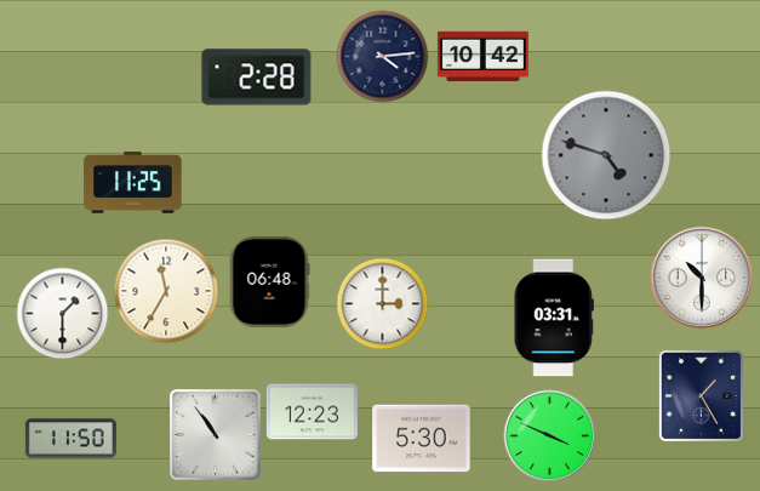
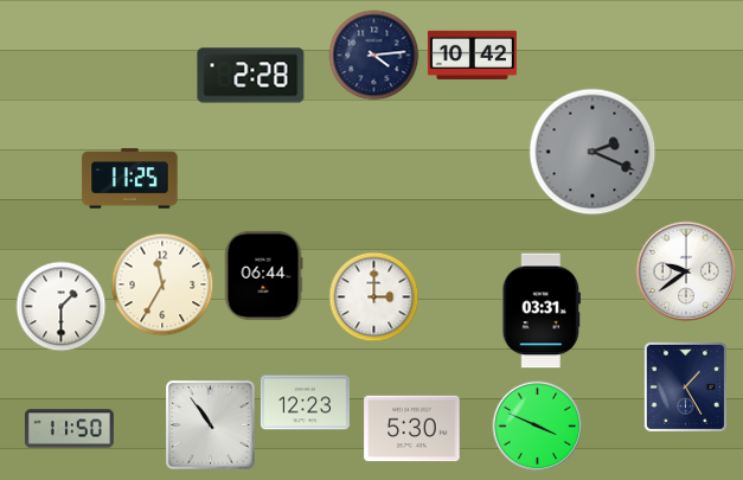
clock at (606, 155): 4:48 -> 2:19
clock at (702, 278): 10:30 -> 9:39
clock at (269, 281): 06:48 -> 06:44
